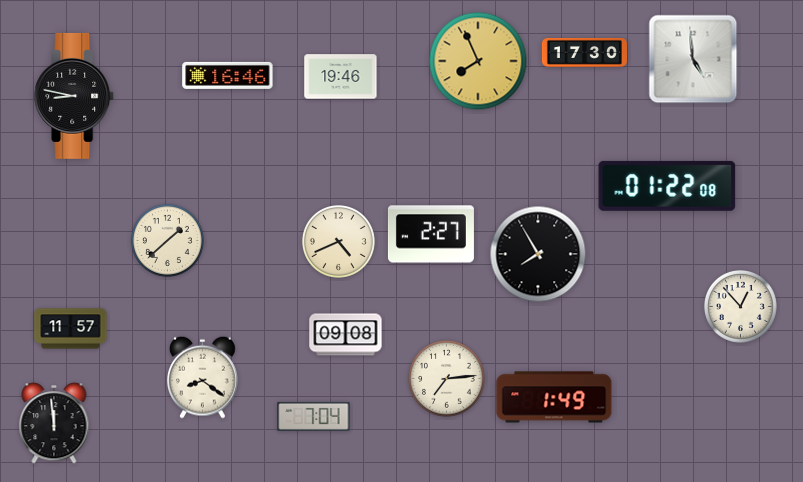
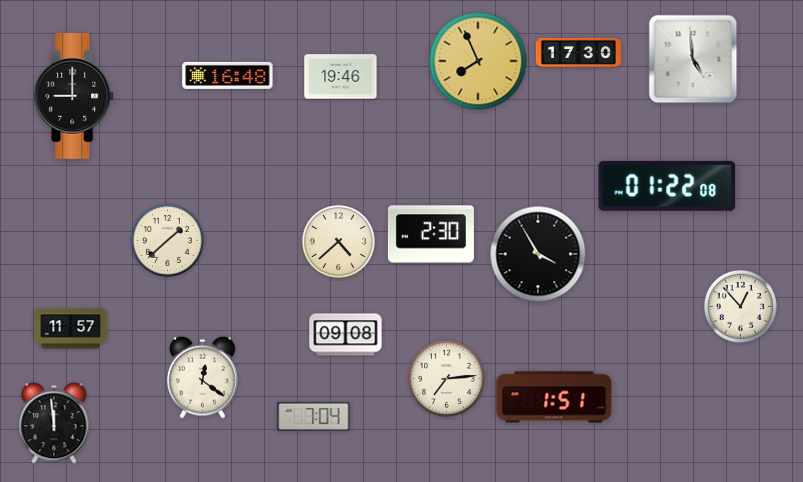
clock at (584, 53) position: (584, 53) -> (578, 53)
clock at (228, 75): 16:46 -> 16:48
clock at (75, 96): 8:47 -> 9:00
clock at (431, 234): 2:27 -> 2:30
clock at (338, 241): 4:41 -> 4:38
clock at (538, 254): 7:55 -> 3:55
clock at (203, 377): 8:21 -> 12:21
clock at (554, 397): 1:49 -> 1:51
